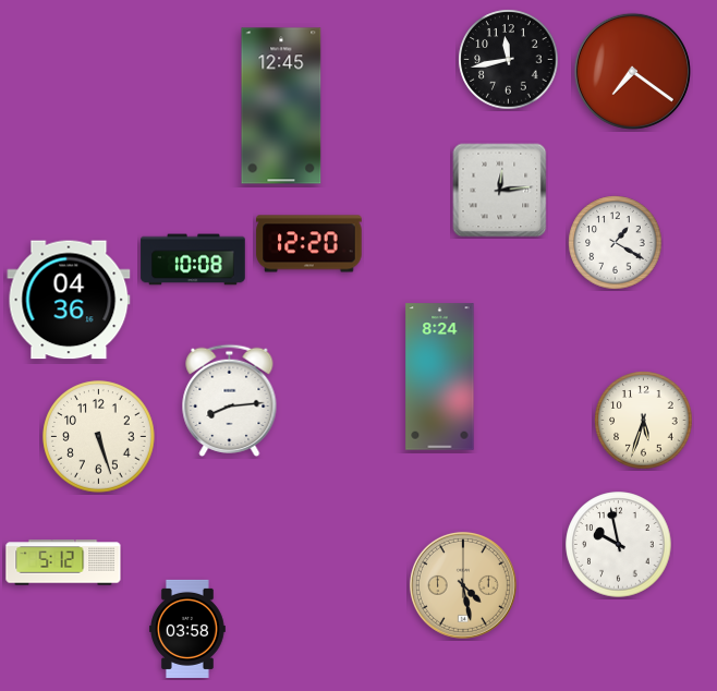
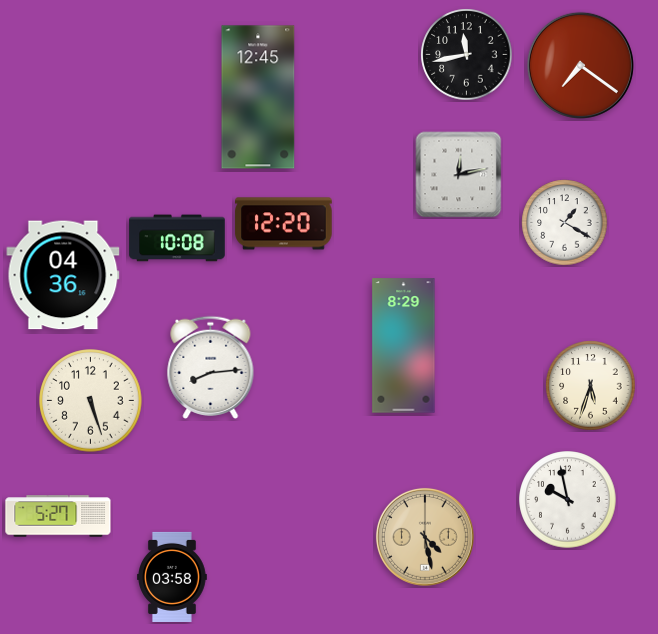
clock at (500, 191): 12:14 -> 12:13
clock at (440, 377): 8:24 -> 8:29
clock at (63, 562): 5:12 -> 5:27
